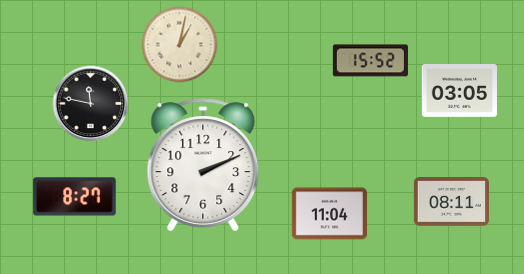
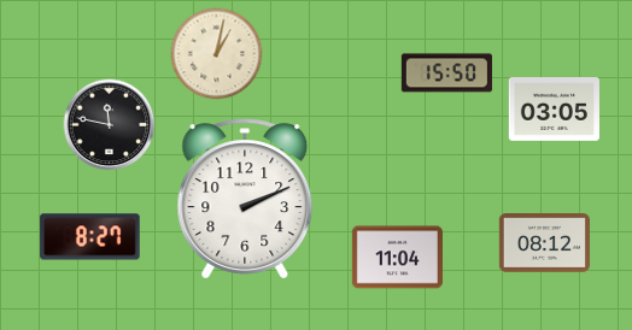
clock at (370, 61): 15:52 -> 15:50
clock at (451, 202): 08:11 -> 08:12
